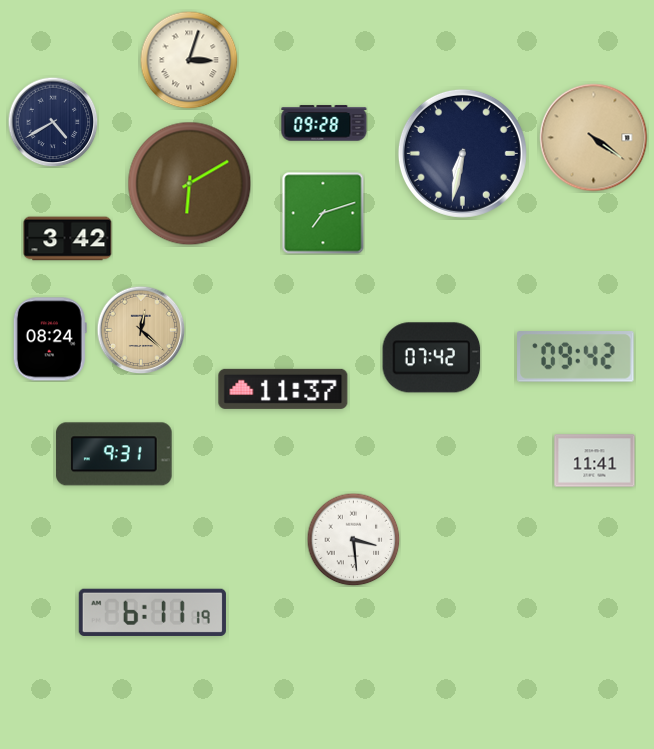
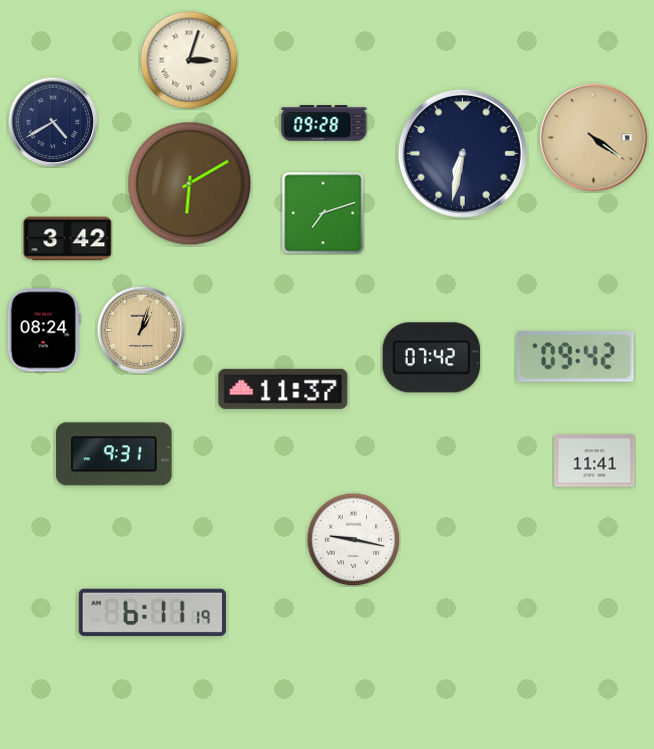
clock at (141, 330): 12:22 -> 1:03
clock at (50, 339) position: (50, 339) -> (44, 330)
clock at (353, 539): 3:29 -> 9:17
